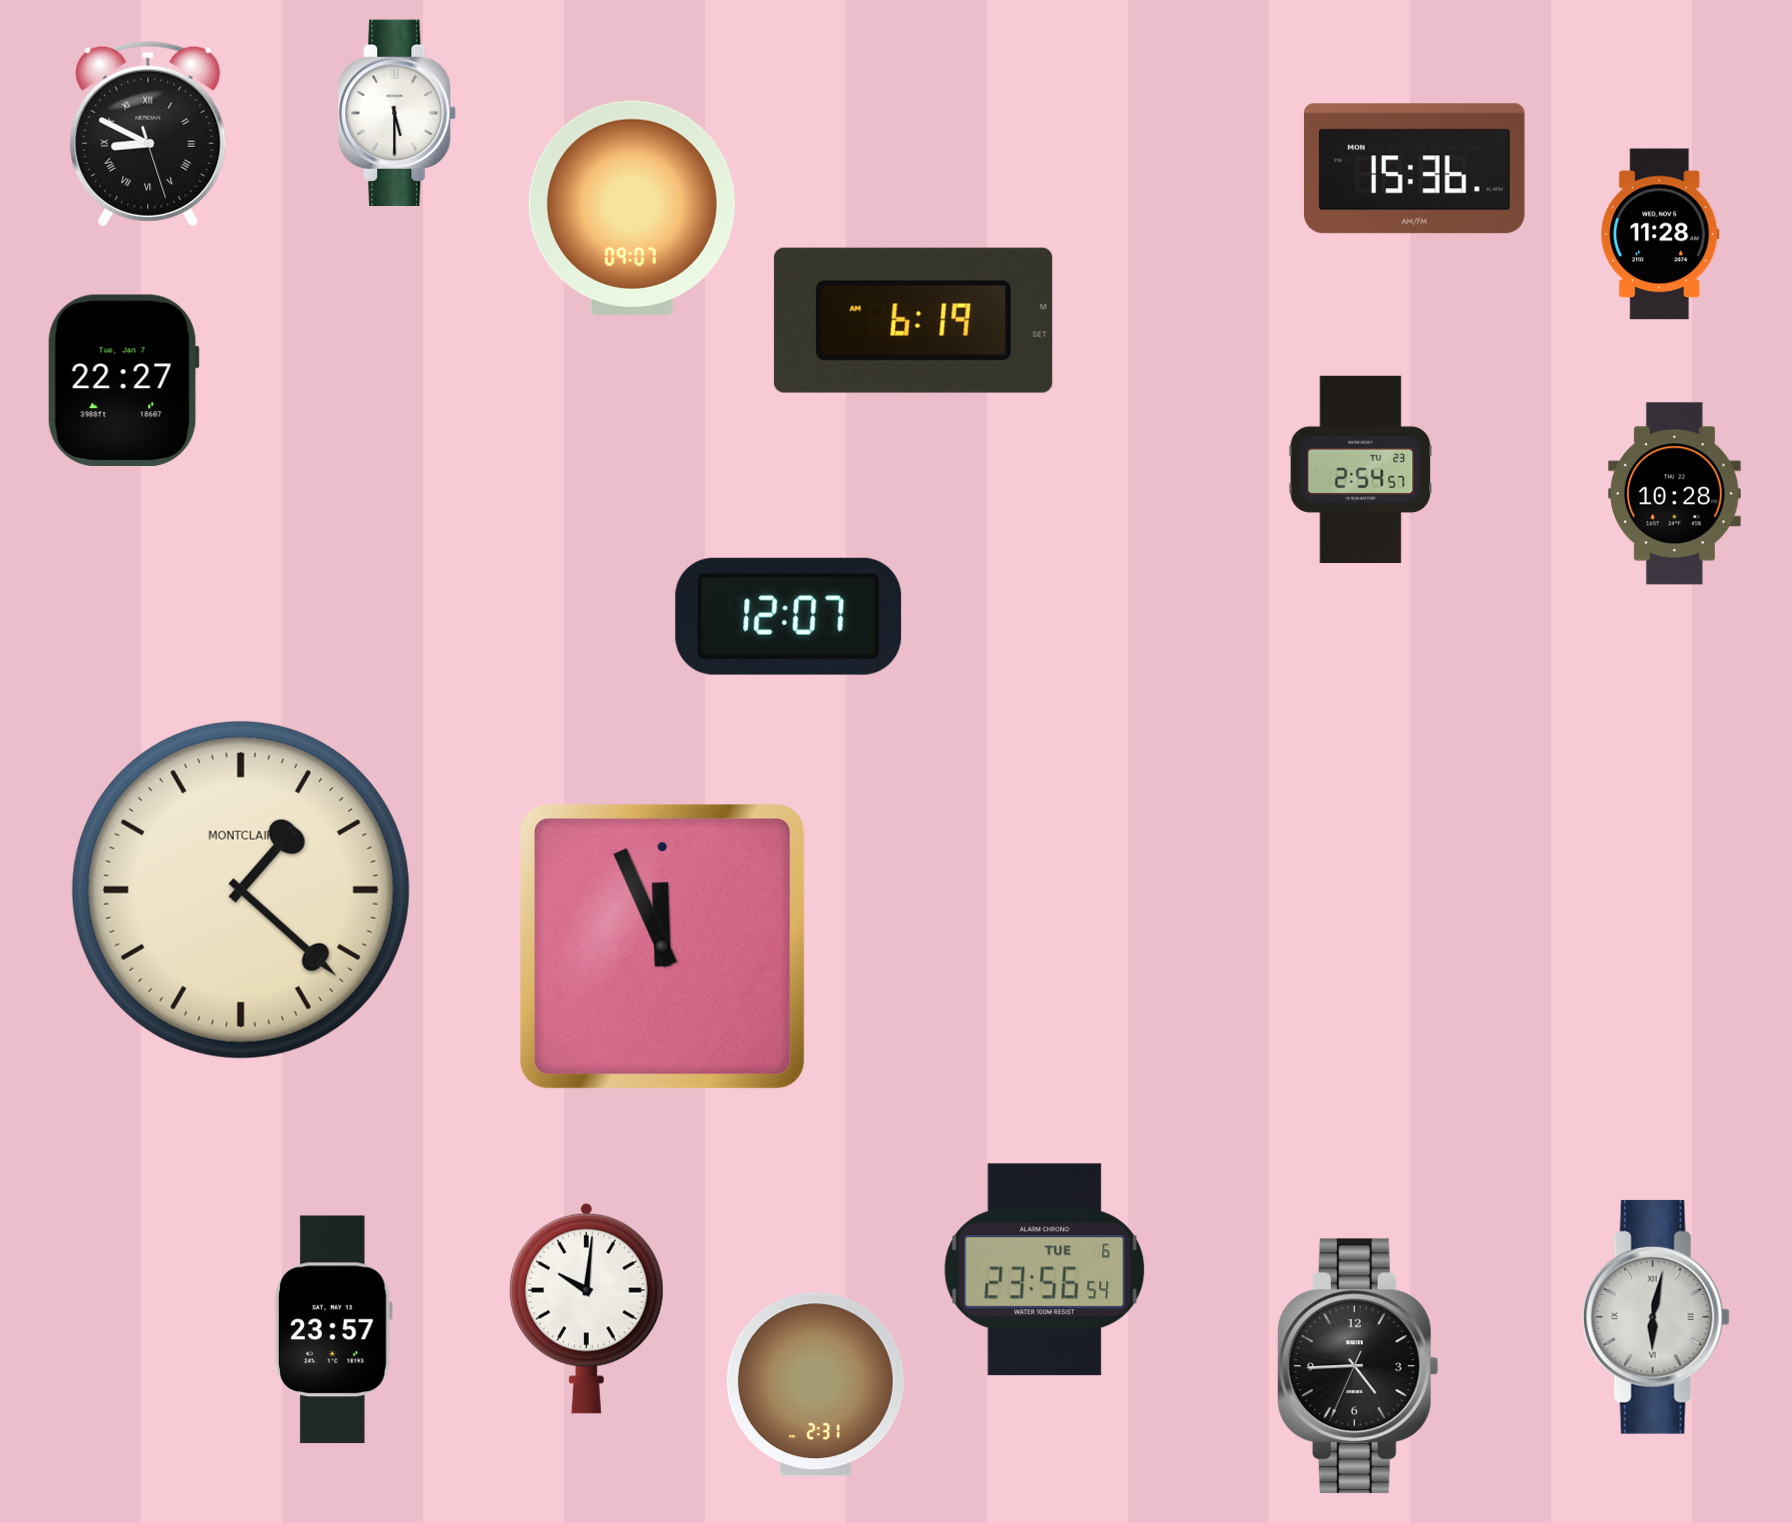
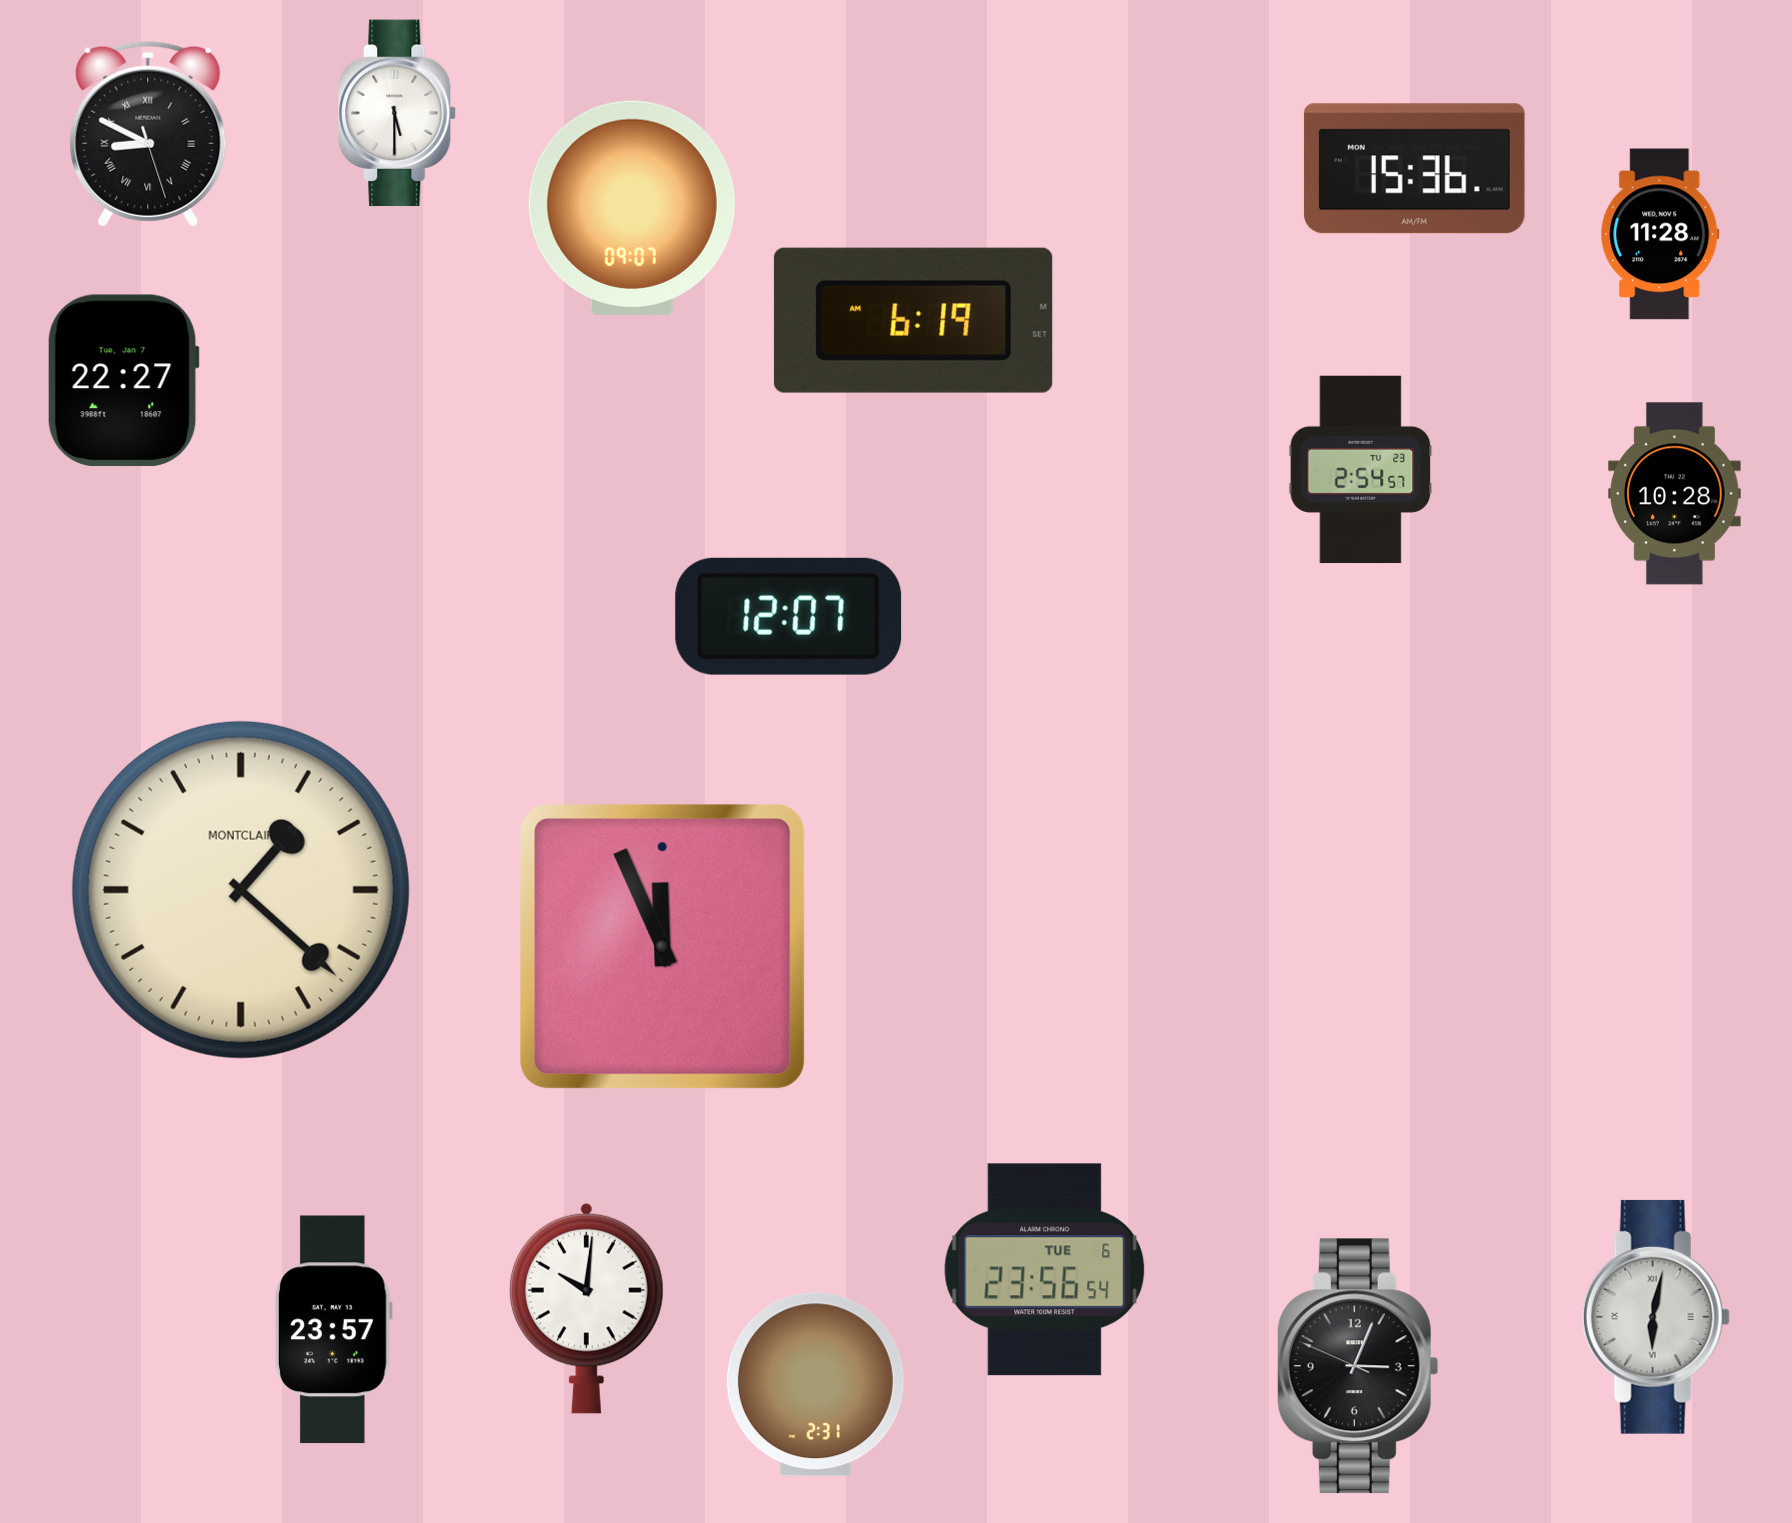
clock at (1358, 1366): 4:44 -> 3:03
